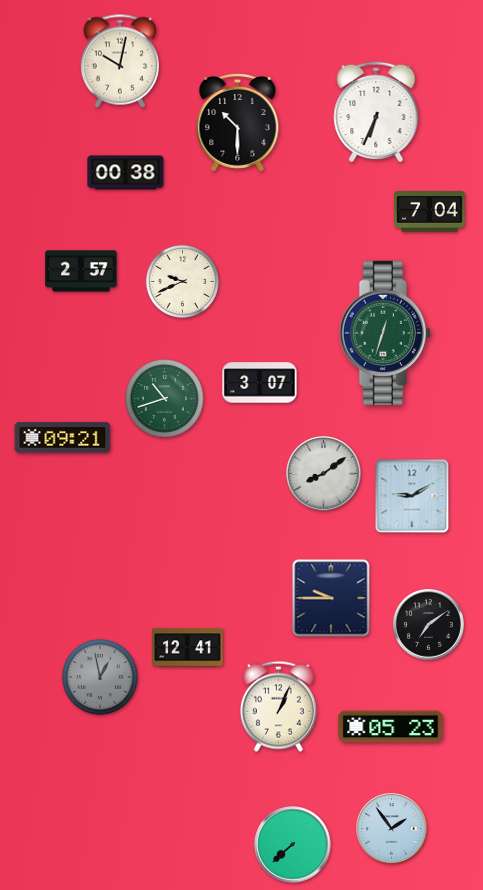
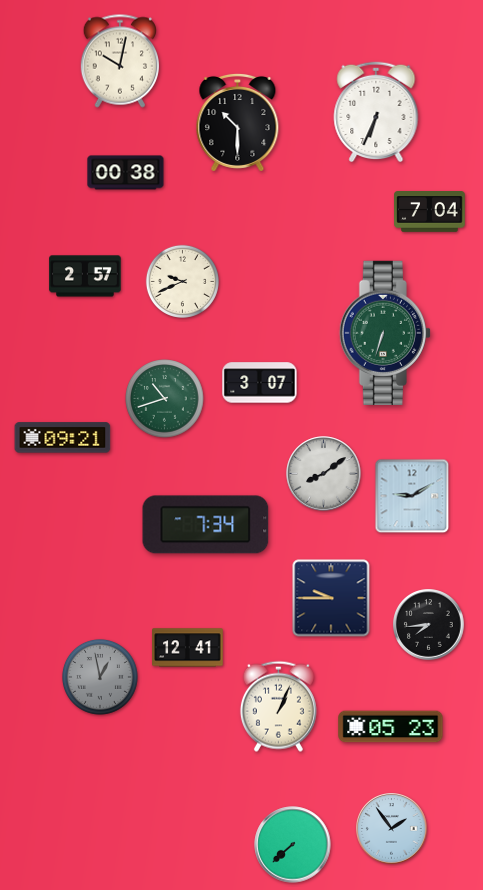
clock at (81, 271) position: (81, 271) -> (85, 276)
clock at (385, 333): 12:33 -> 6:33
clock at (206, 525): none -> 7:34
clock at (429, 625): 7:09 -> 7:44
